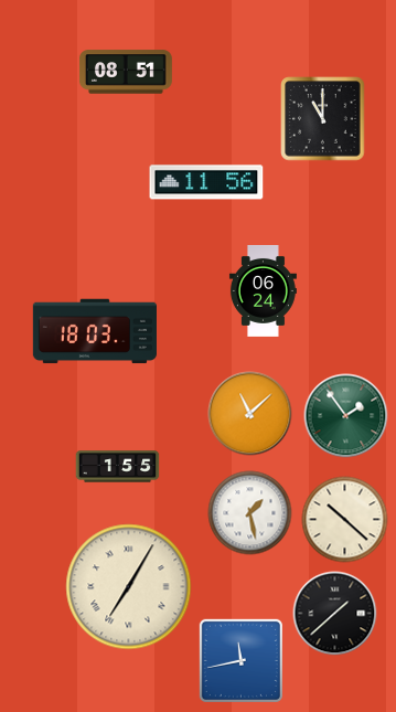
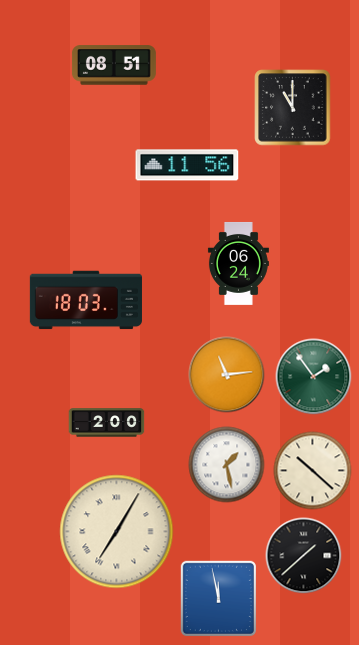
clock at (250, 414): 11:08 -> 11:14
clock at (118, 467): 1:55 -> 2:00
clock at (240, 660): 11:43 -> 11:58
